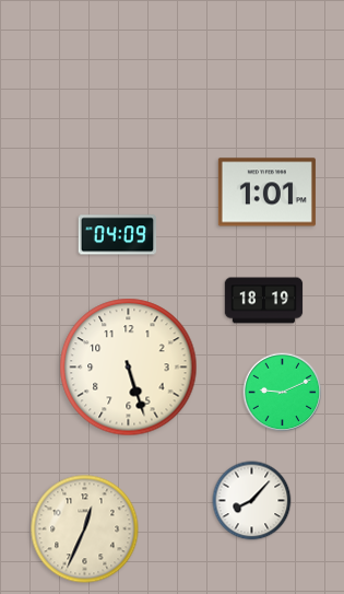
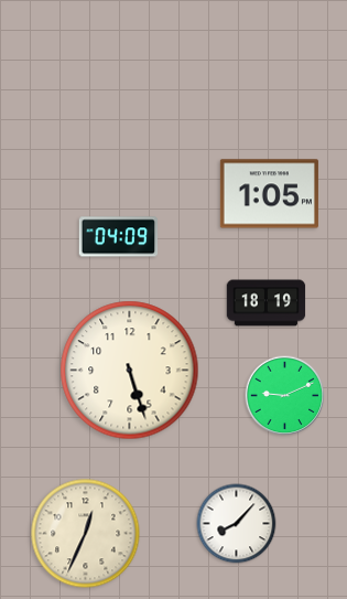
clock at (266, 193): 1:01 -> 1:05
clock at (252, 501) position: (252, 501) -> (237, 524)
